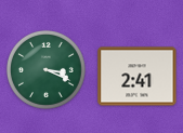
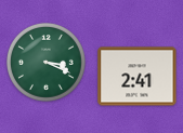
clock at (45, 69) position: (45, 69) -> (45, 62)
